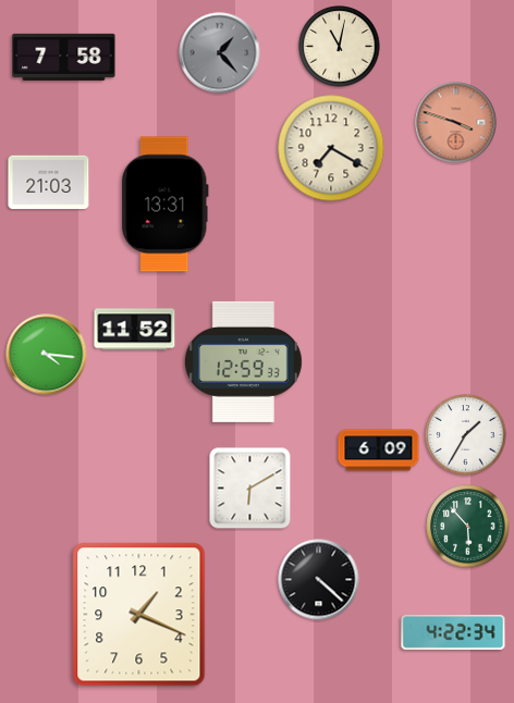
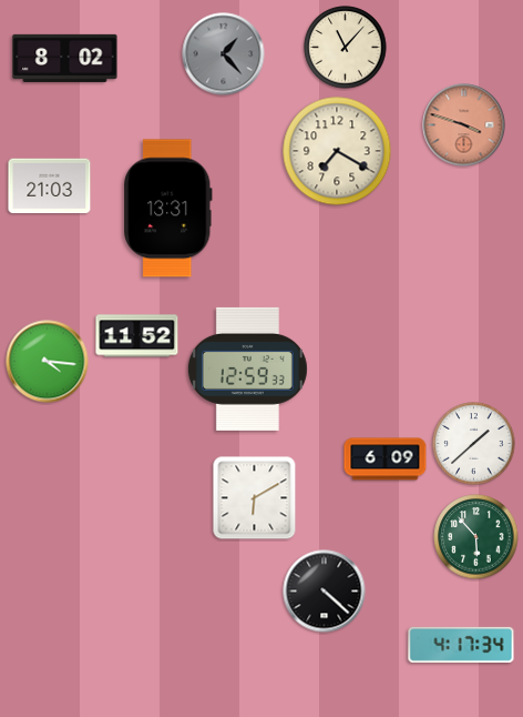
clock at (340, 47): 11:02 -> 11:07
clock at (64, 57): 7:58 -> 8:02
clock at (466, 435): 1:35 -> 1:38
clock at (139, 615): 1:19 -> none
clock at (453, 632): 4:22 -> 4:17
